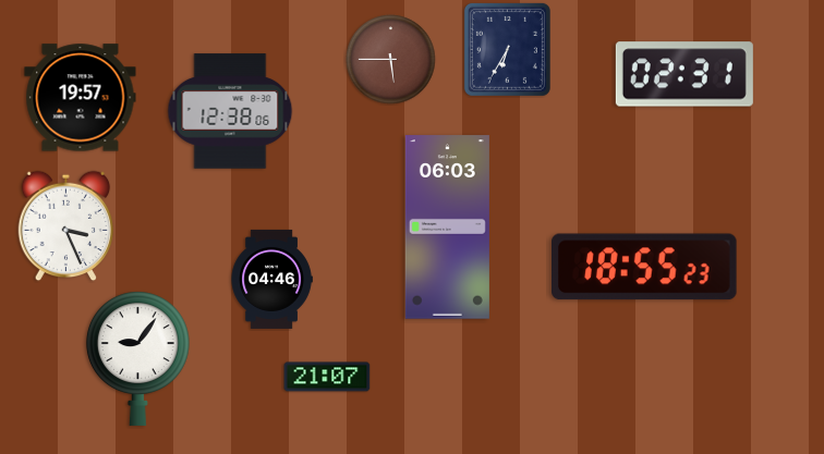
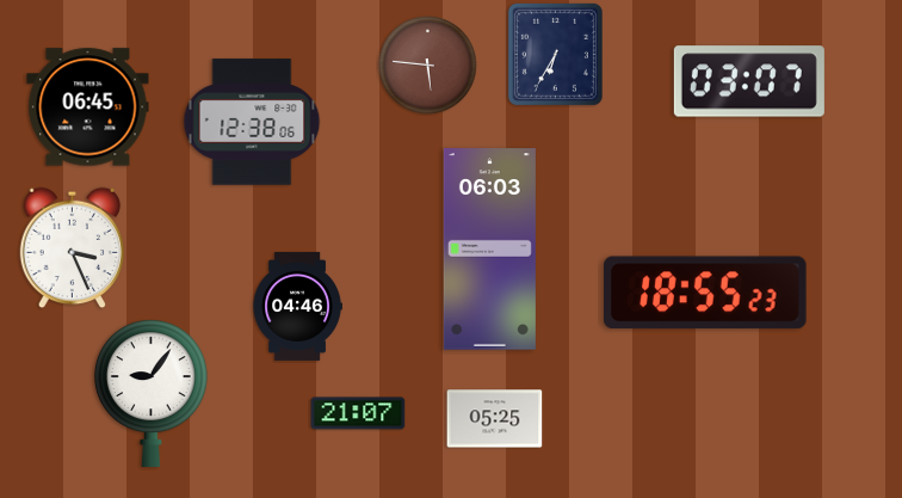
clock at (391, 60): 5:45 -> 5:46
clock at (684, 74): 02:31 -> 03:07
clock at (81, 98): 19:57 -> 06:45
clock at (495, 419): none -> 05:25
